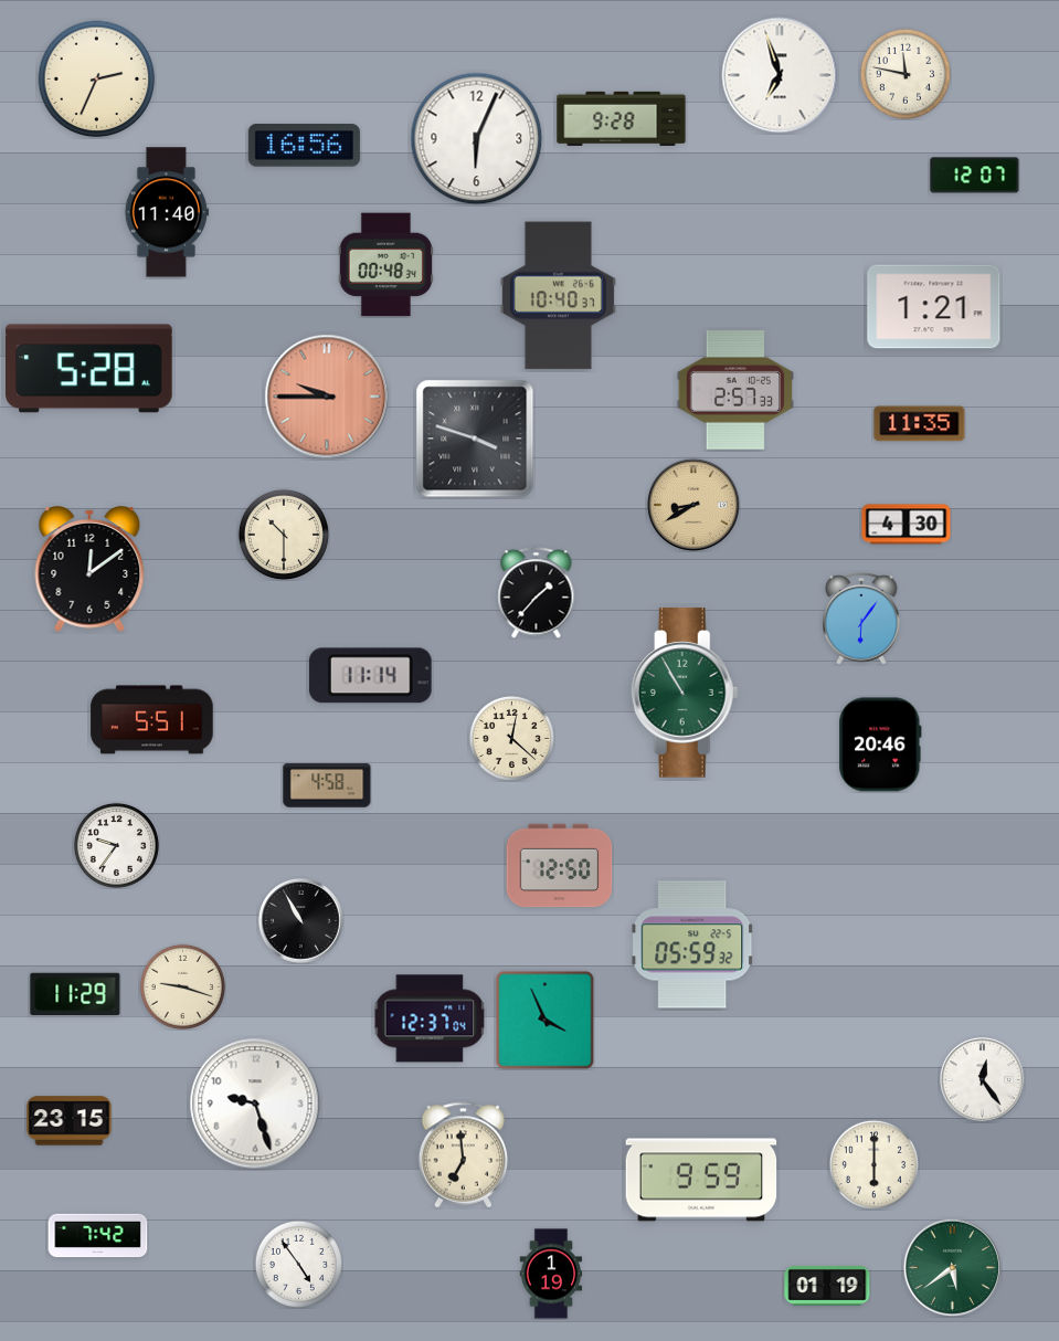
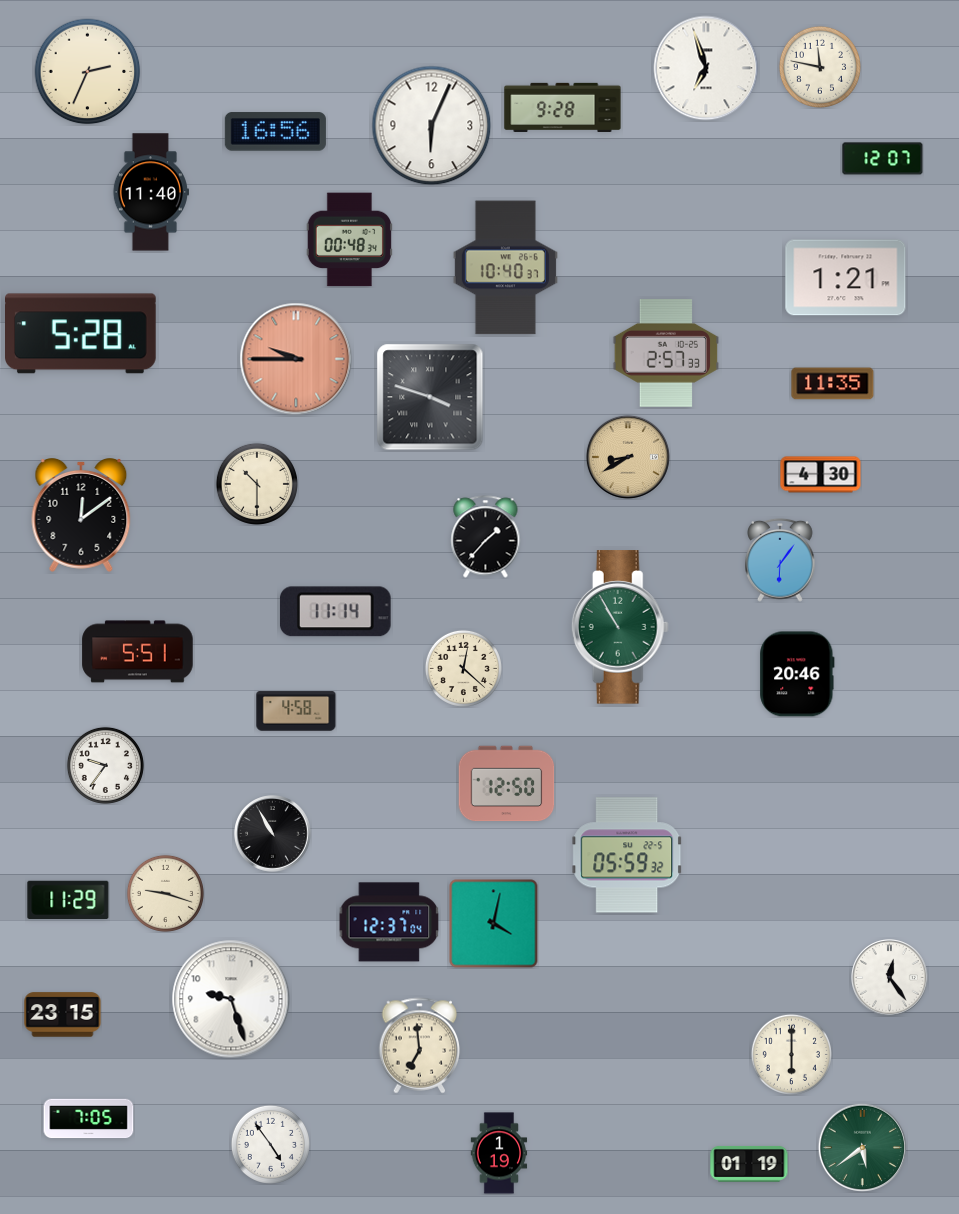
clock at (546, 1021): 3:56 -> 4:02
clock at (701, 1180): 9:59 -> none
clock at (98, 1236): 7:42 -> 7:05
